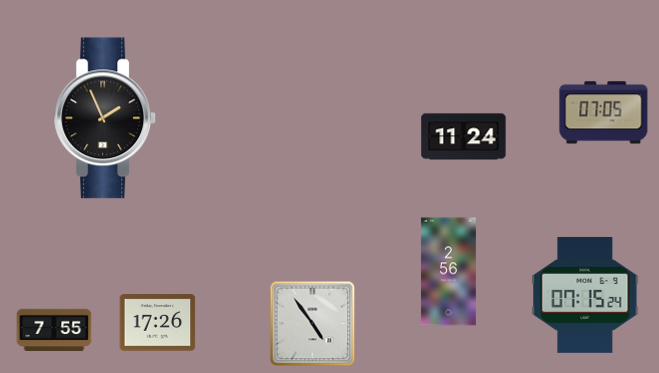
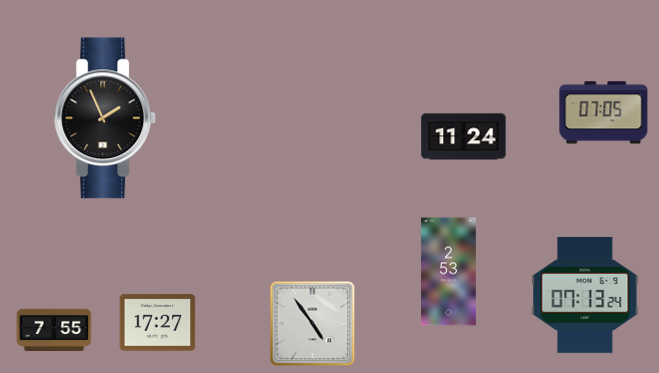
clock at (448, 272): 2:56 -> 2:53
clock at (585, 295): 07:15 -> 07:13
clock at (158, 323): 17:26 -> 17:27
